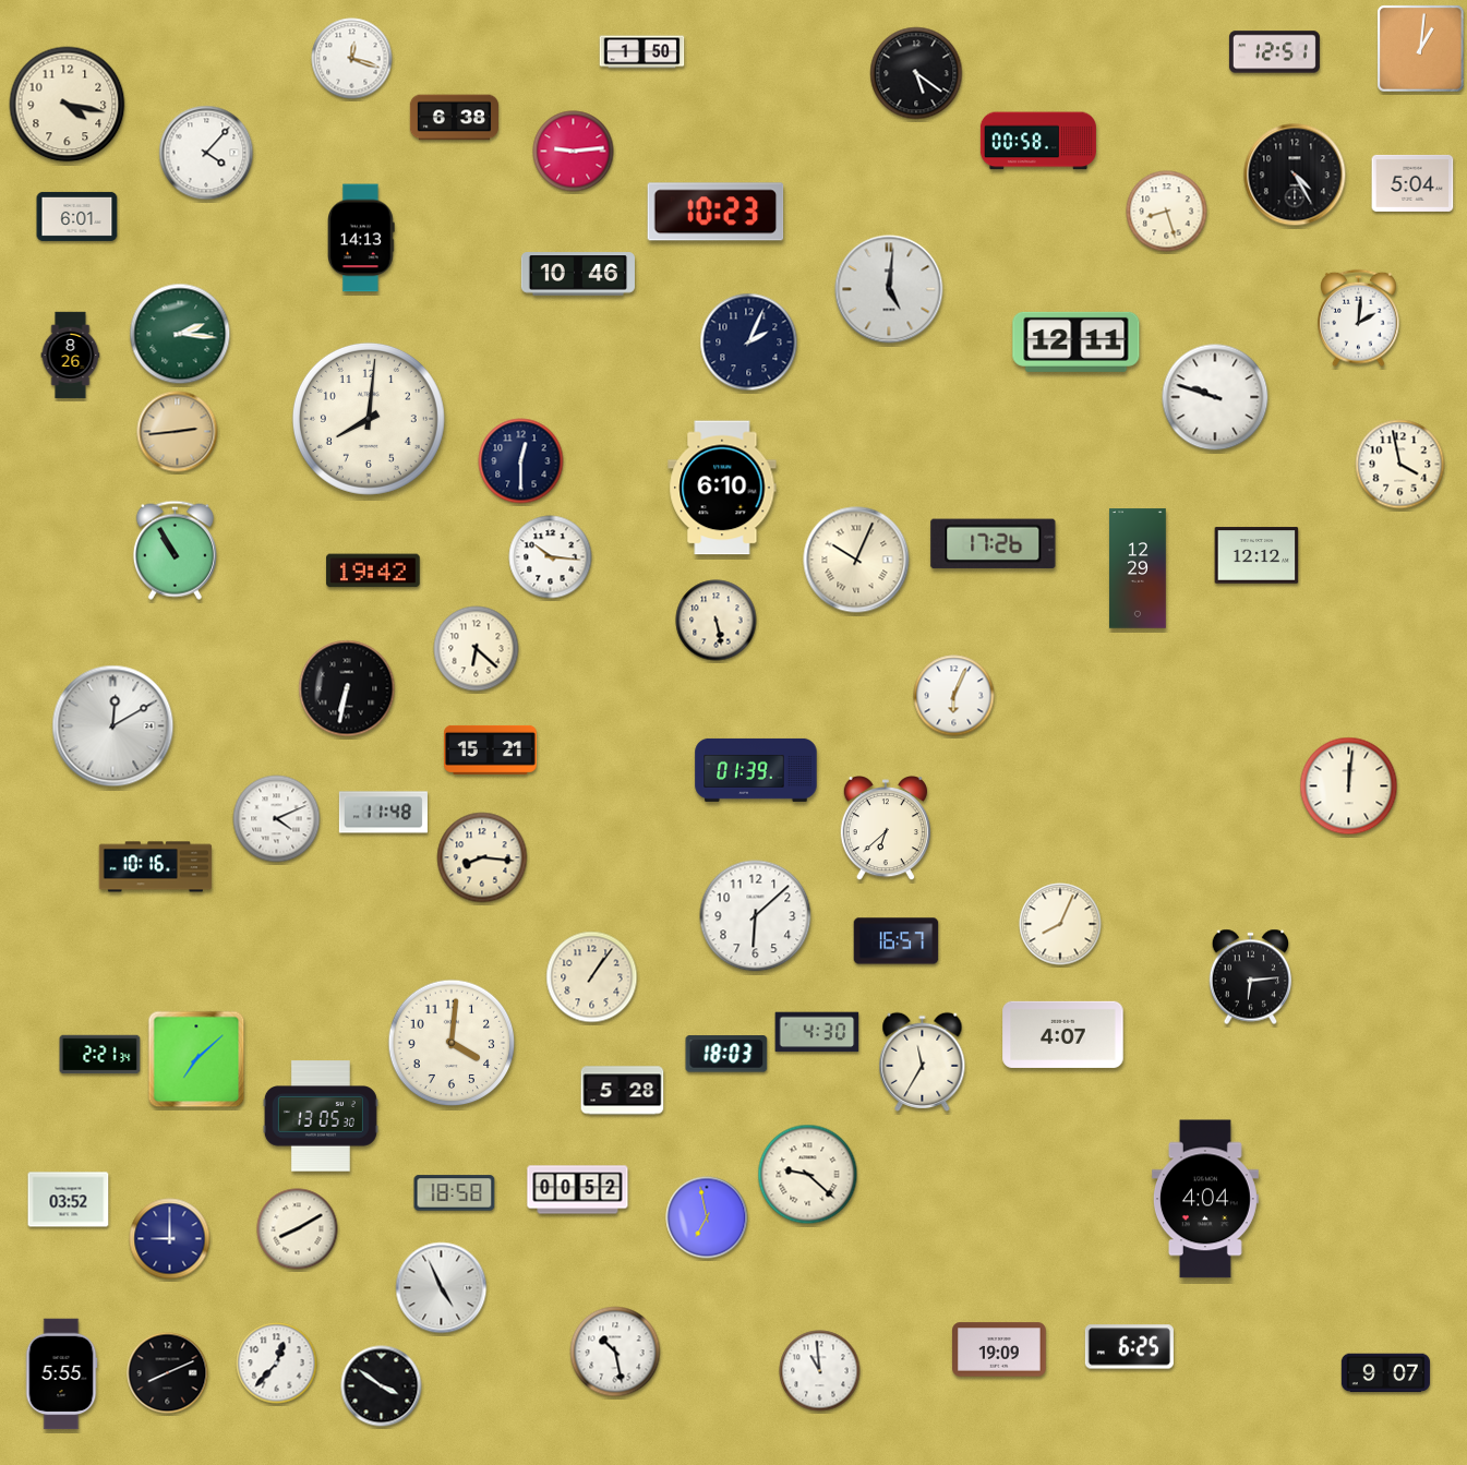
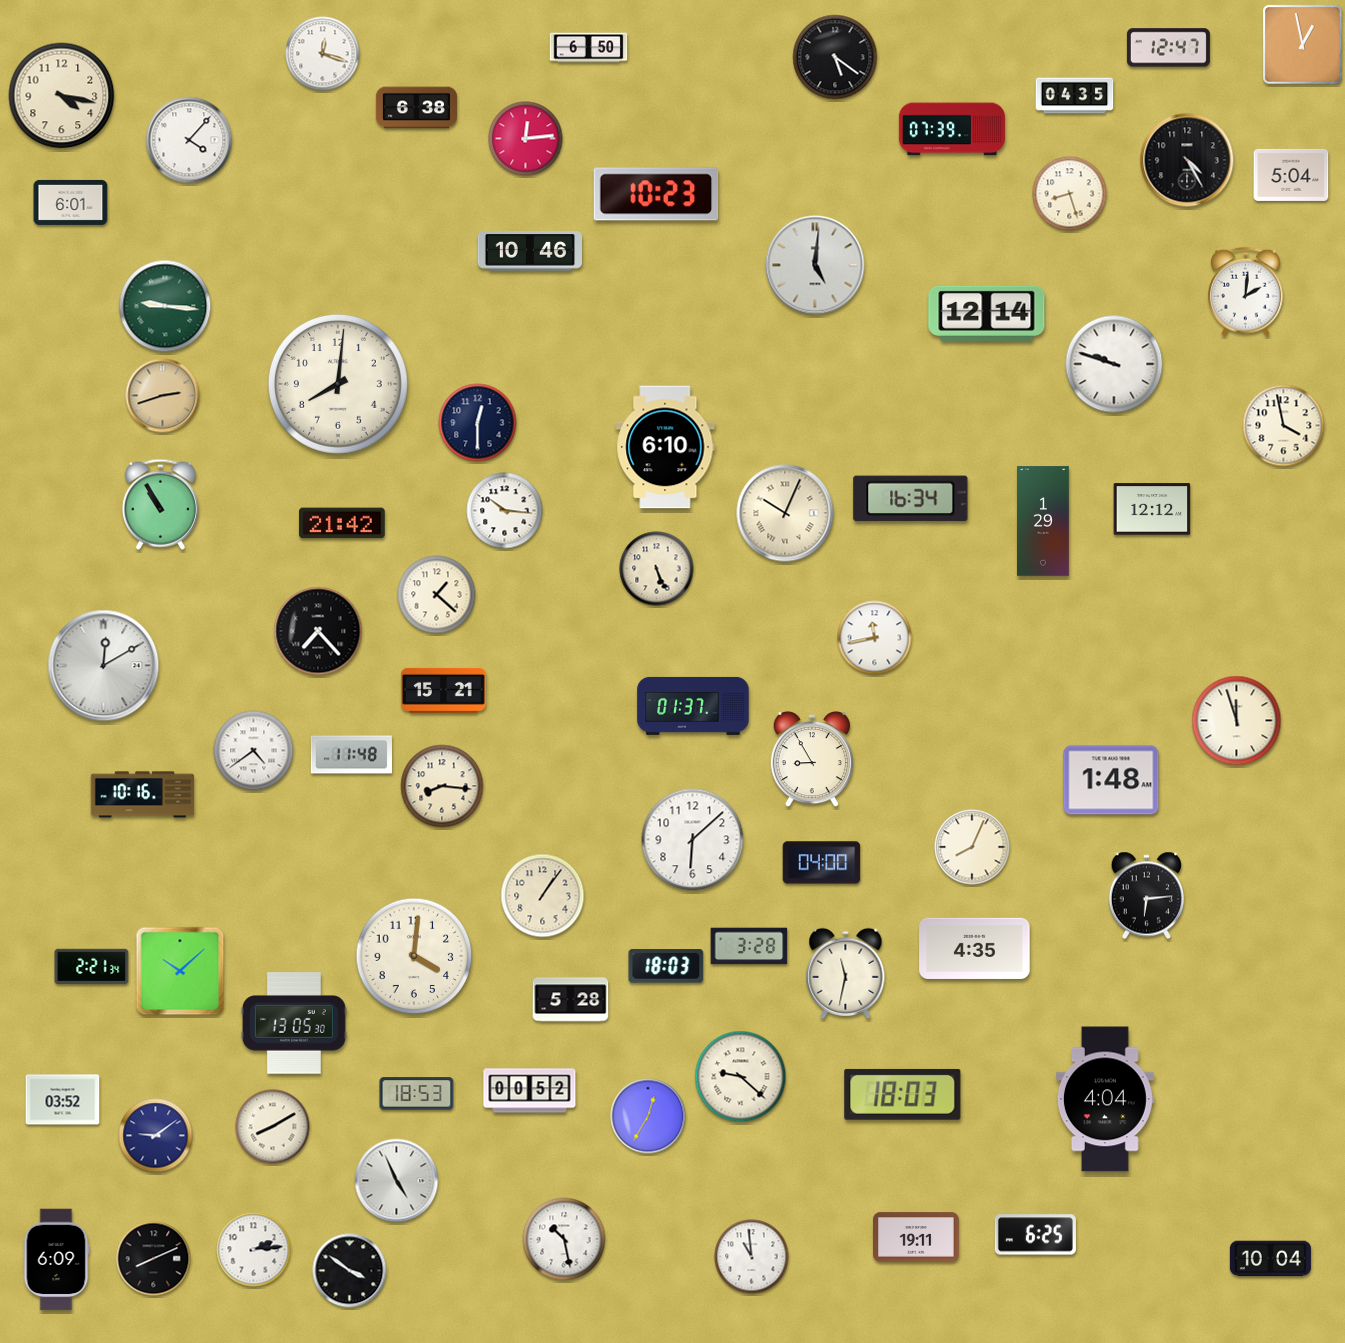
clock at (1421, 49): 1:01 -> 12:58
clock at (642, 52): 1:50 -> 6:50
clock at (1274, 52): 12:51 -> 12:47
clock at (916, 73) position: (916, 73) -> (835, 57)
clock at (1075, 96): none -> 04:35
clock at (1038, 141): 00:58 -> 07:39
clock at (574, 152): 9:14 -> 12:14
clock at (1412, 183) position: (1412, 183) -> (1291, 175)
clock at (77, 216) position: (77, 216) -> (71, 202)
clock at (361, 238): 14:13 -> none
clock at (180, 334): 2:16 -> 9:16
clock at (1077, 341): 12:11 -> 12:14
clock at (749, 343): 2:04 -> none
clock at (71, 356): 8:26 -> none
clock at (178, 432): 2:44 -> 2:42
clock at (722, 488) position: (722, 488) -> (665, 447)
clock at (994, 544): 17:26 -> 16:34
clock at (1139, 568): 12:29 -> 1:29
clock at (373, 571): 19:42 -> 21:42
clock at (717, 621): 5:28 -> 5:26
clock at (477, 649): 6:22 -> 1:22
clock at (347, 688): 6:32 -> 7:23
clock at (954, 696): 6:04 -> 11:43
clock at (491, 749) position: (491, 749) -> (444, 690)
clock at (756, 770): 01:39 -> 01:37
clock at (1349, 786): 12:01 -> 11:57
clock at (383, 813) position: (383, 813) -> (351, 755)
clock at (277, 819): 4:11 -> 4:39
clock at (886, 829): 6:38 -> 8:55
clock at (1111, 780): none -> 1:48
clock at (897, 941): 16:57 -> 04:00
clock at (817, 1032): 4:30 -> 3:28
clock at (1063, 1034): 4:07 -> 4:35
clock at (196, 1059): 7:08 -> 10:08
clock at (923, 1061): 11:35 -> 11:32
clock at (455, 1193): 18:58 -> 18:53
clock at (903, 1094): none -> 18:03
clock at (707, 1217): 6:58 -> 12:35
clock at (170, 1239): 9:00 -> 9:09
clock at (442, 1288) position: (442, 1288) -> (397, 1181)
clock at (999, 1349): 19:09 -> 19:11
clock at (277, 1364): 12:37 -> 2:14
clock at (1385, 1373): 9:07 -> 10:04
clock at (61, 1374): 5:55 -> 6:09
